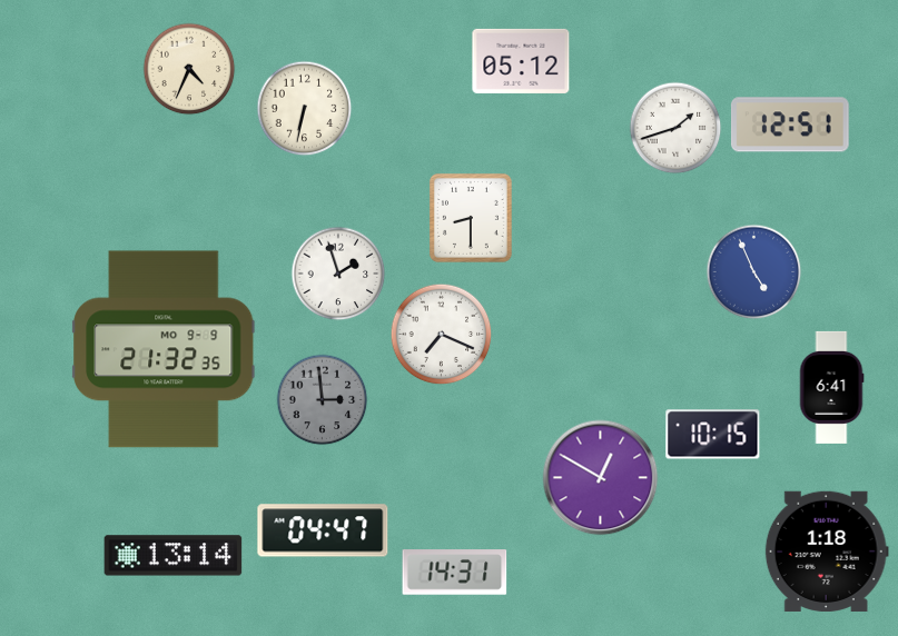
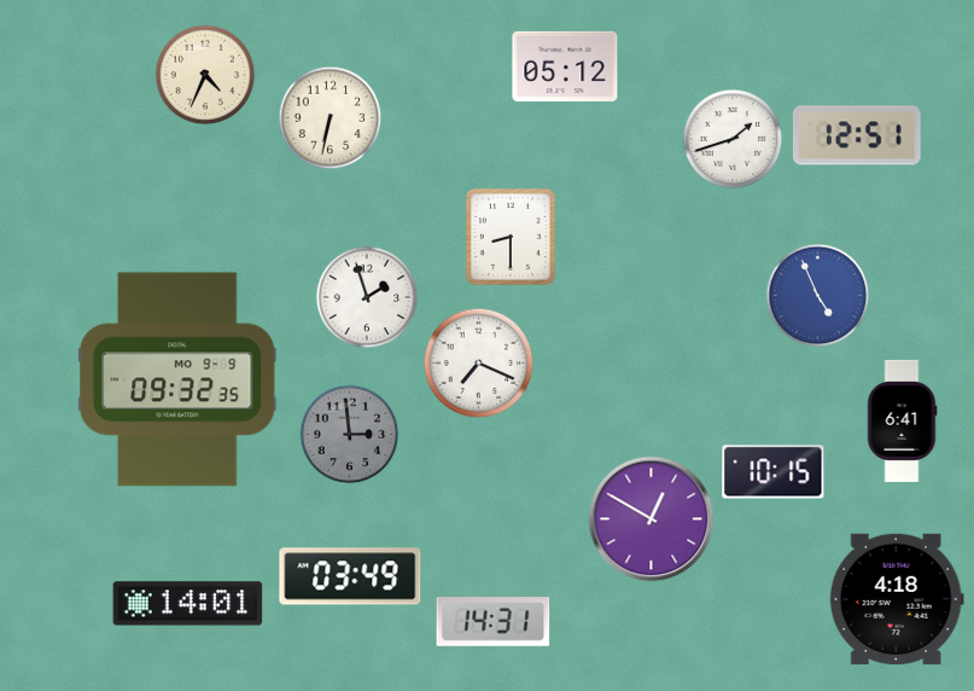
clock at (164, 349): 21:32 -> 09:32
clock at (323, 530): 04:47 -> 03:49
clock at (827, 551): 1:18 -> 4:18
clock at (174, 556): 13:14 -> 14:01
